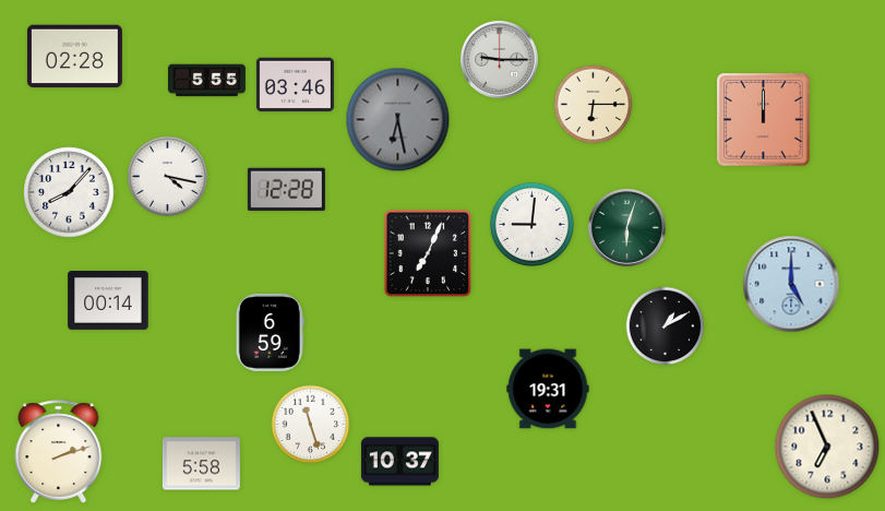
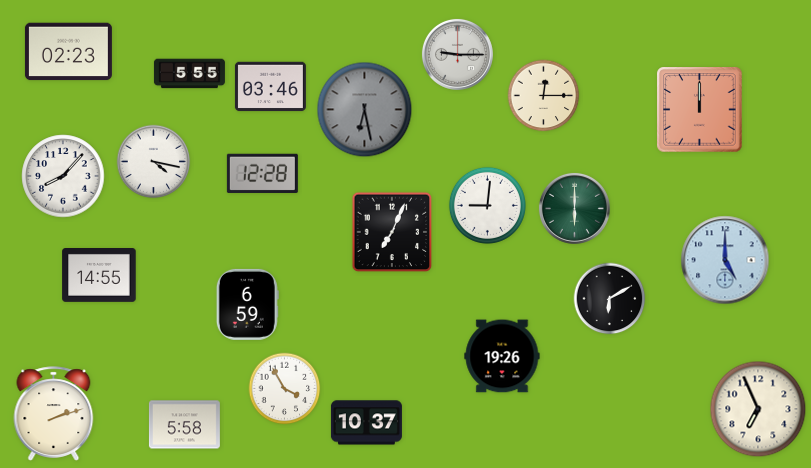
clock at (74, 57): 02:28 -> 02:23
clock at (295, 85) position: (295, 85) -> (270, 87)
clock at (594, 105): 6:15 -> 12:15
clock at (626, 227): 6:03 -> 6:00
clock at (108, 301): 00:14 -> 14:55
clock at (666, 326): 1:10 -> 6:10
clock at (548, 389): 19:31 -> 19:26
clock at (311, 425): 11:27 -> 3:55
